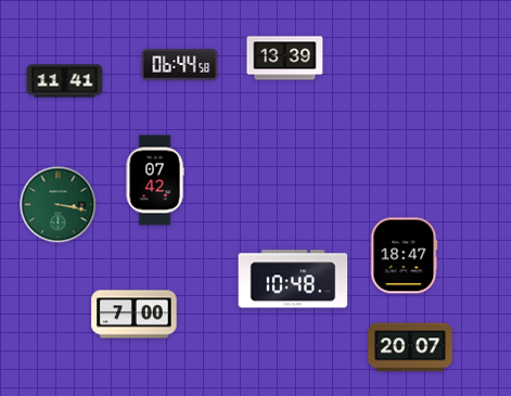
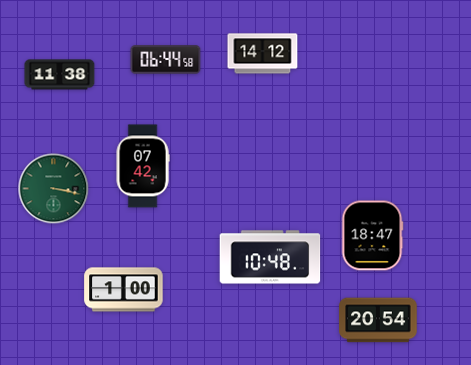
clock at (285, 59): 13:39 -> 14:12
clock at (65, 81): 11:41 -> 11:38
clock at (135, 315): 7:00 -> 1:00
clock at (410, 347): 20:07 -> 20:54
